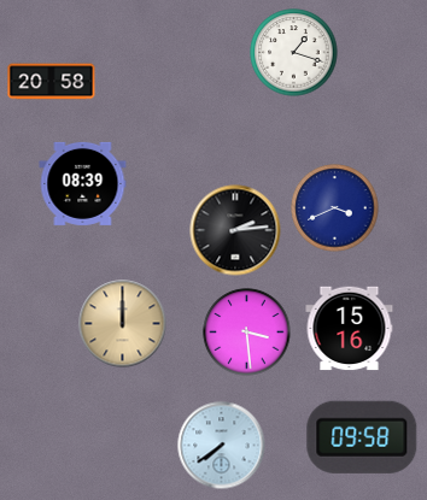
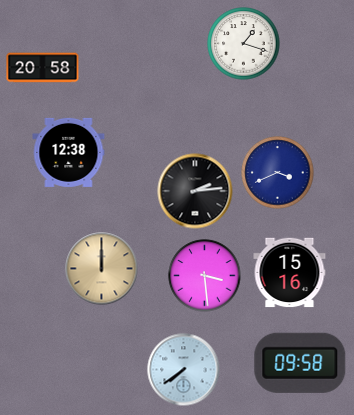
clock at (83, 183): 08:39 -> 12:38
